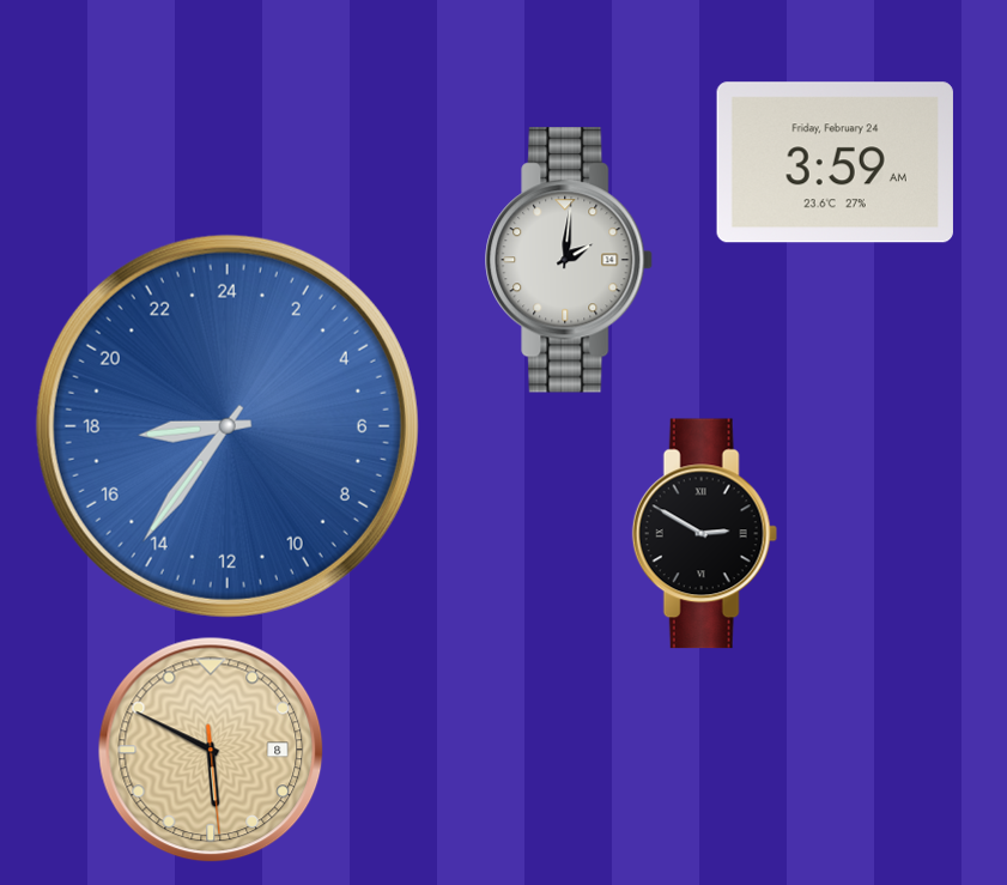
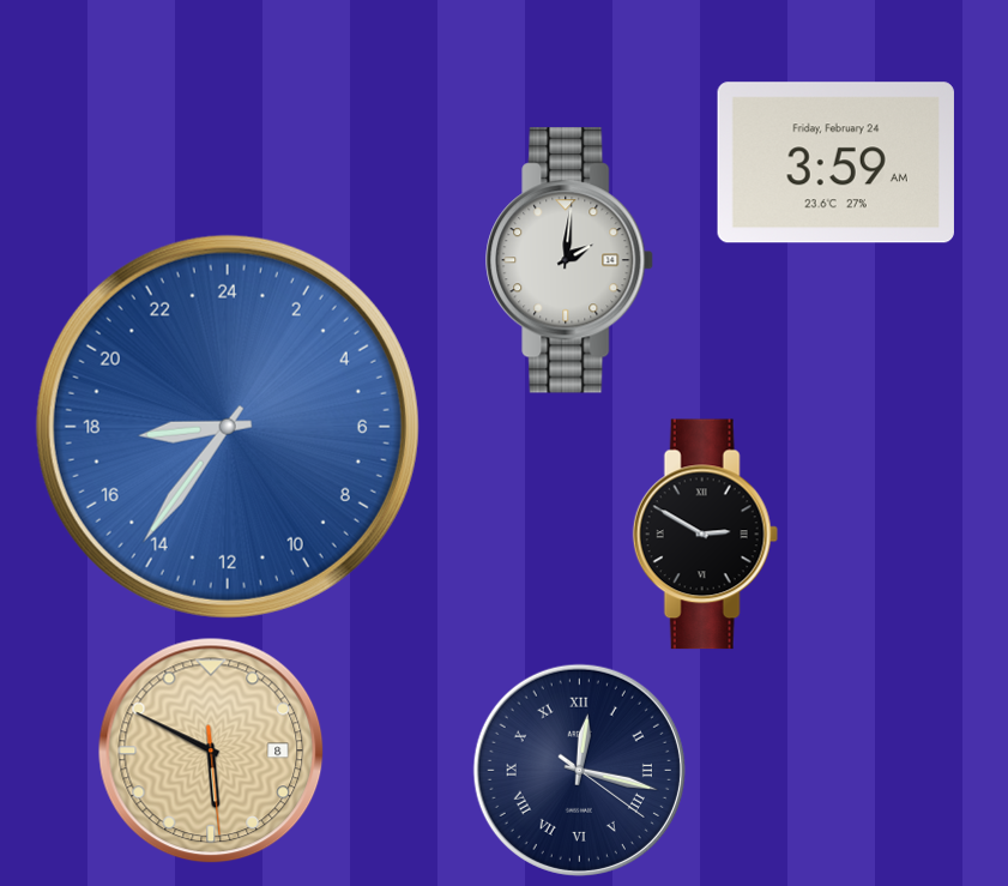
clock at (579, 770): none -> 12:17
